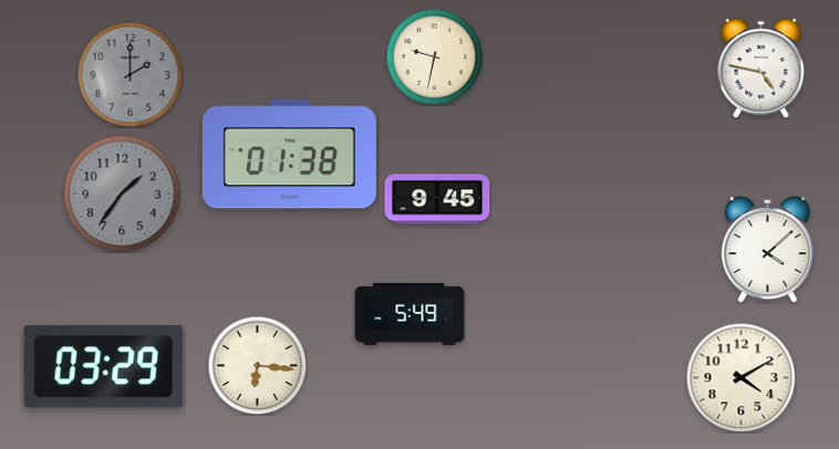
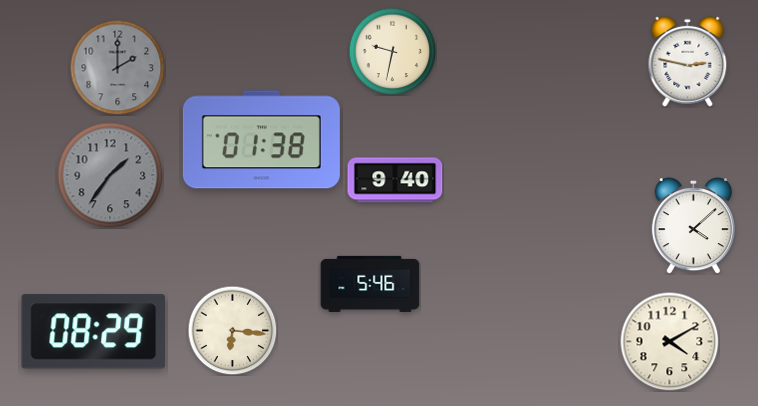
clock at (762, 67): 4:47 -> 2:47
clock at (437, 199): 9:45 -> 9:40
clock at (410, 314): 5:49 -> 5:46
clock at (103, 367): 03:29 -> 08:29
